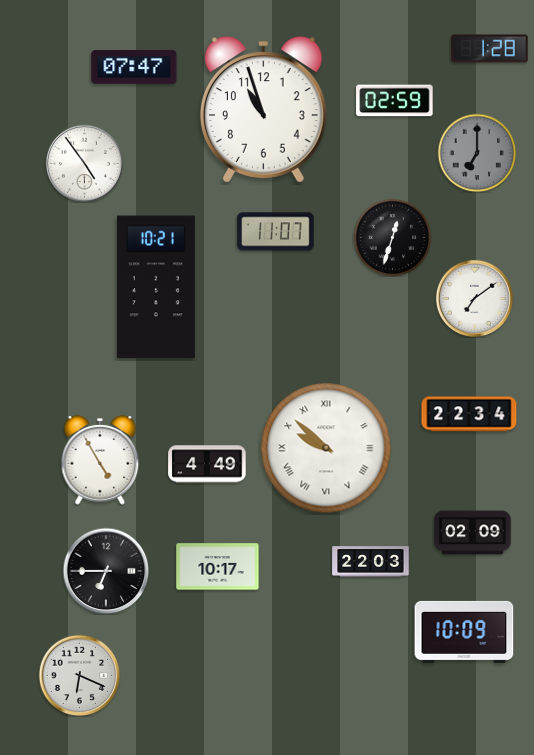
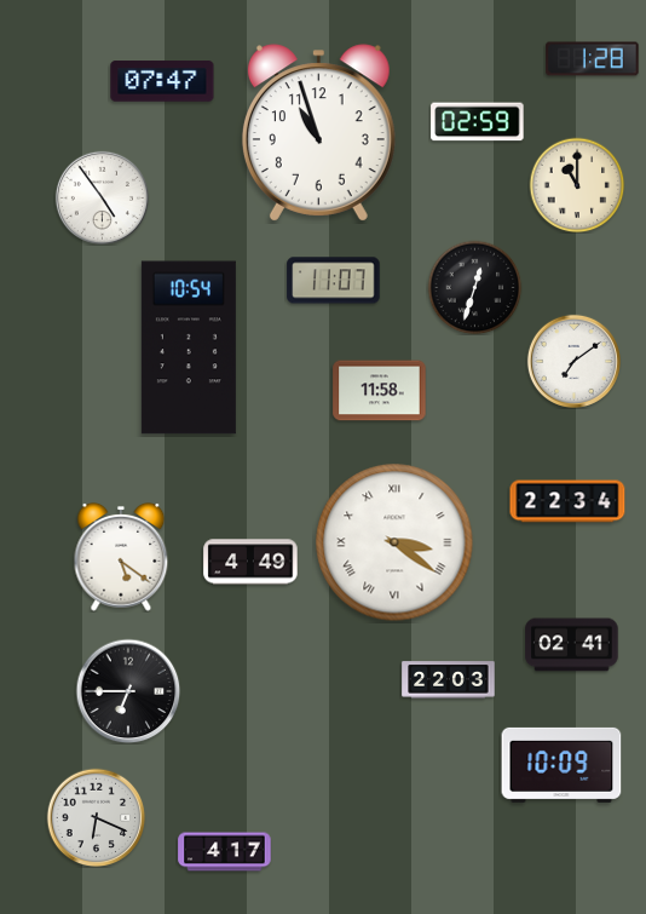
clock at (477, 153): 7:00 -> 11:00
clock at (477, 153) dial: grey -> cream
clock at (156, 287): 10:21 -> 10:54
clock at (380, 391): none -> 11:58
clock at (326, 448): 9:52 -> 3:21
clock at (100, 460): 4:55 -> 5:21
clock at (473, 533): 02:09 -> 02:41
clock at (218, 567): 10:17 -> none
clock at (225, 852): none -> 4:17
